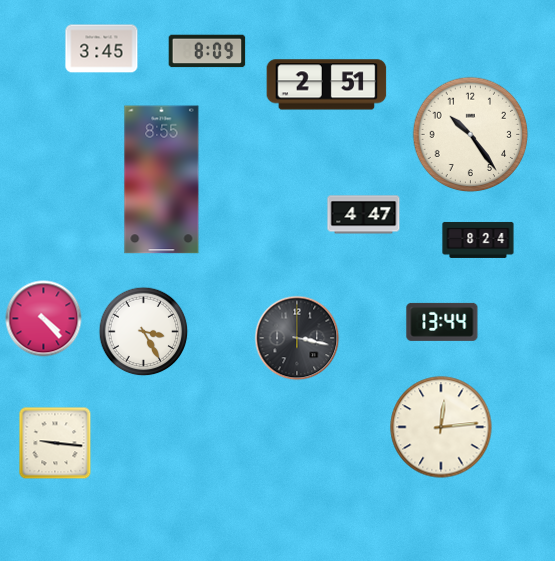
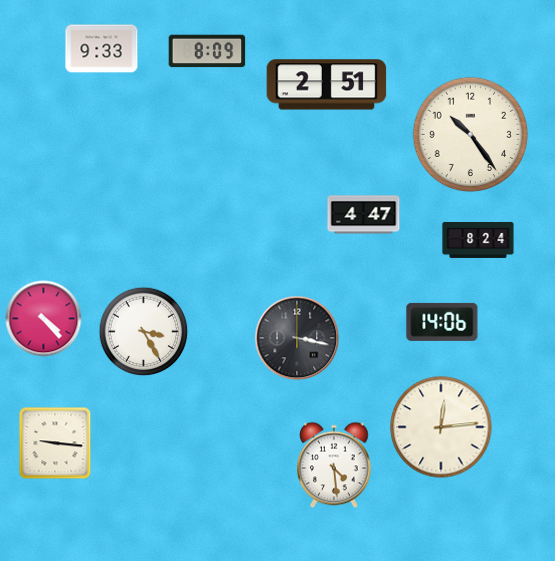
clock at (102, 49): 3:45 -> 9:33
clock at (162, 180): 8:55 -> none
clock at (442, 322): 13:44 -> 14:06
clock at (334, 465): none -> 4:29
